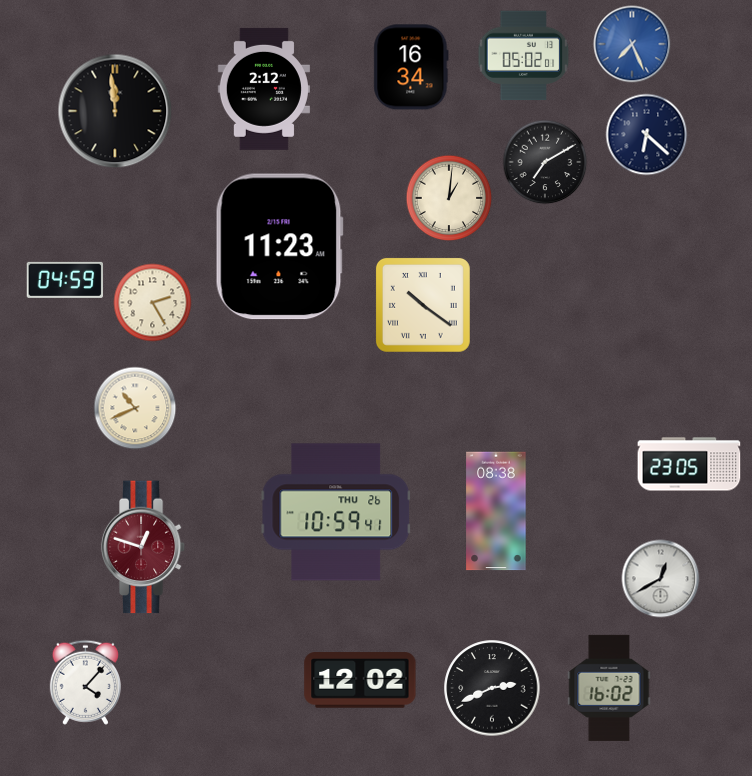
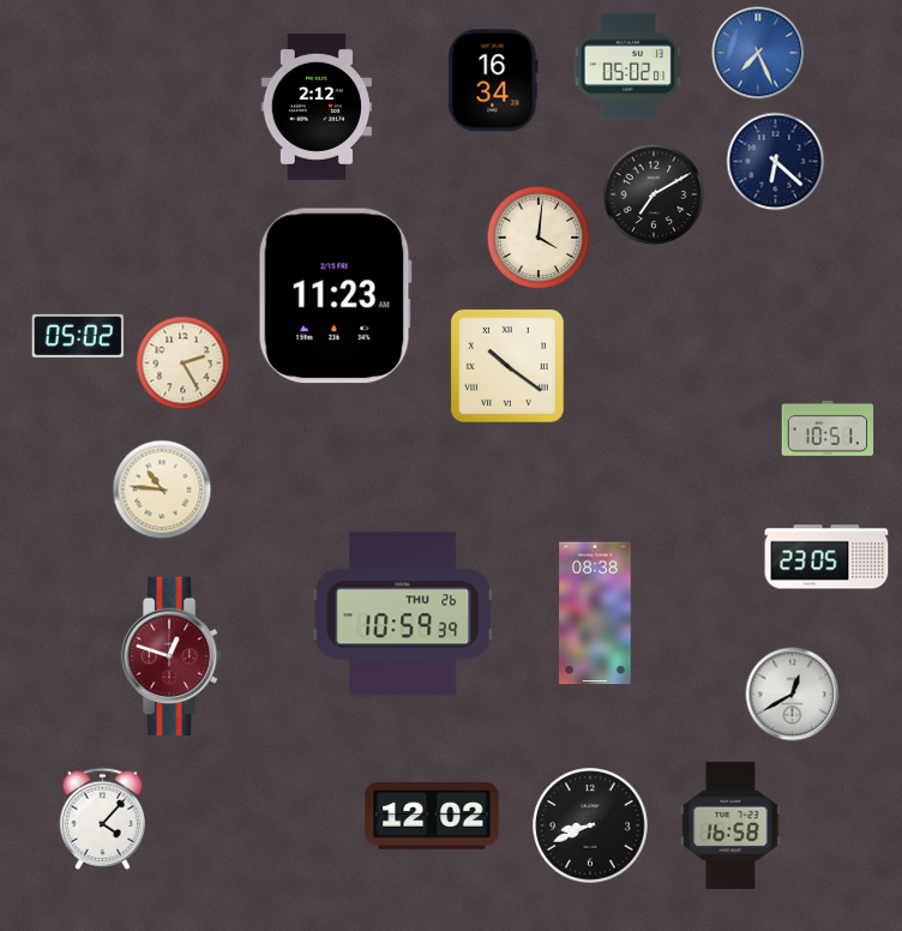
clock at (115, 111): 11:59 -> none
clock at (449, 198): 1:01 -> 4:01
clock at (65, 280): 04:59 -> 05:02
clock at (828, 428): none -> 10:51
clock at (135, 408): 10:41 -> 10:46
clock at (336, 512): 10:59:41 -> 10:59:39
clock at (492, 688): 2:41 -> 8:41
clock at (609, 688): 16:02 -> 16:58
